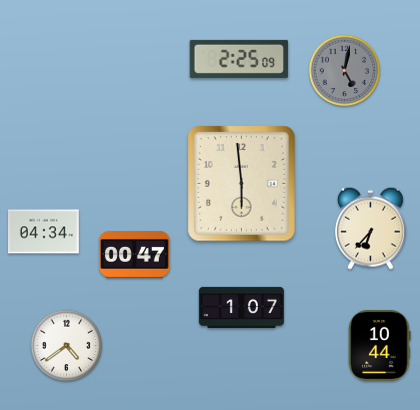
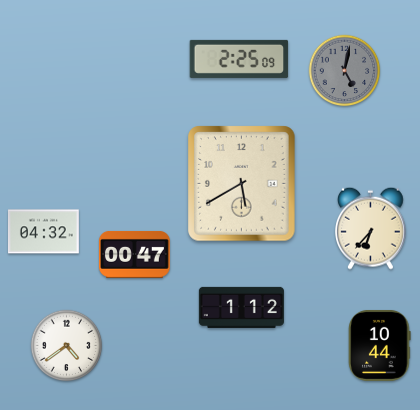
clock at (242, 184): 5:59 -> 5:40
clock at (43, 232): 04:34 -> 04:32
clock at (241, 307): 1:07 -> 1:12
